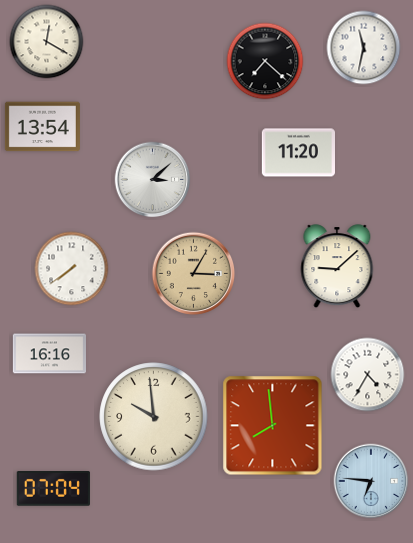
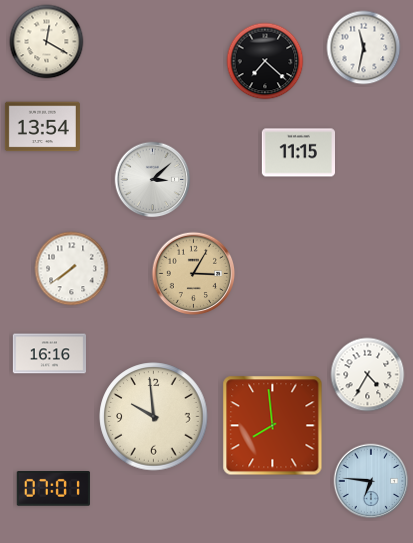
clock at (298, 153): 11:20 -> 11:15
clock at (337, 267): 9:08 -> none
clock at (53, 489): 07:04 -> 07:01
